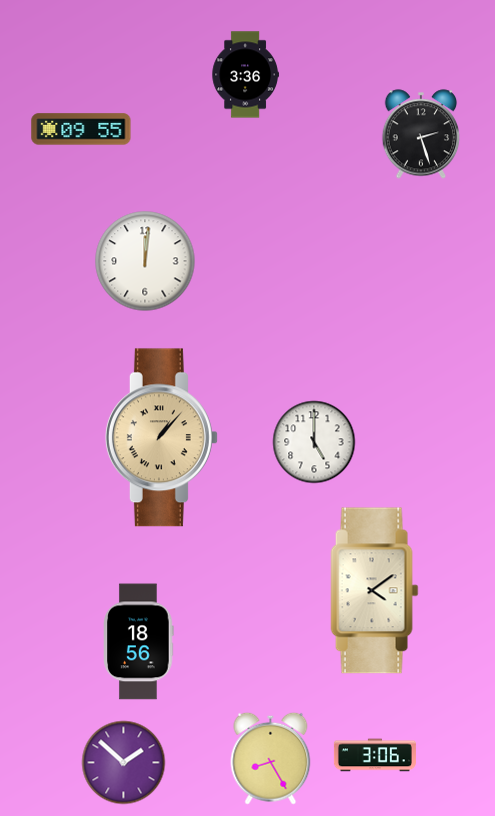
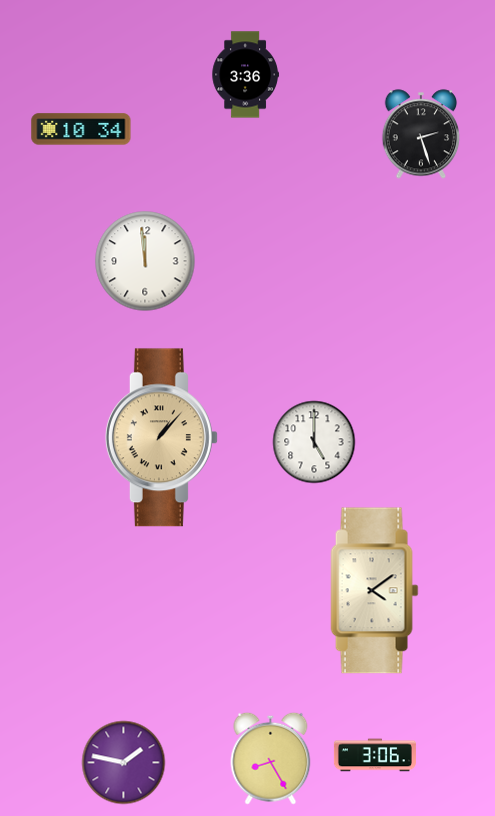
clock at (81, 129): 09:55 -> 10:34
clock at (145, 261): 12:01 -> 11:59
clock at (139, 642): 18:56 -> none
clock at (124, 763): 1:52 -> 1:47
